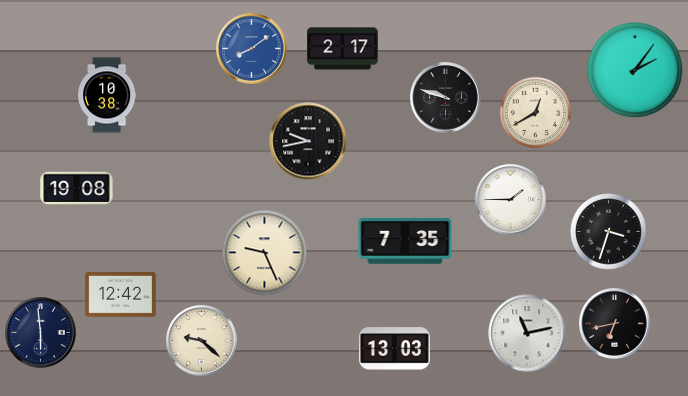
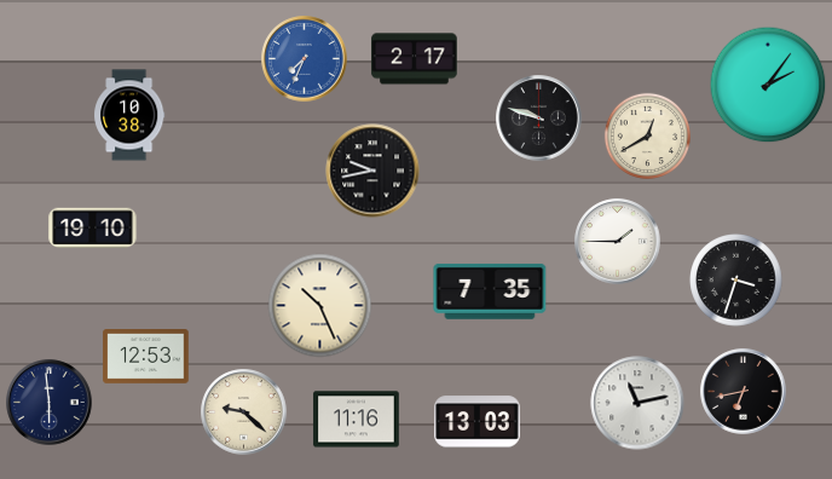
clock at (252, 49): 8:09 -> 7:34
clock at (77, 189): 19:08 -> 19:10
clock at (265, 253): 9:26 -> 10:26
clock at (121, 295): 12:42 -> 12:53
clock at (357, 420): none -> 11:16
